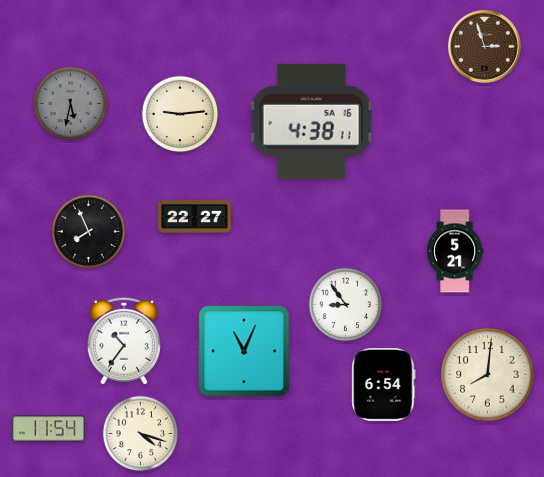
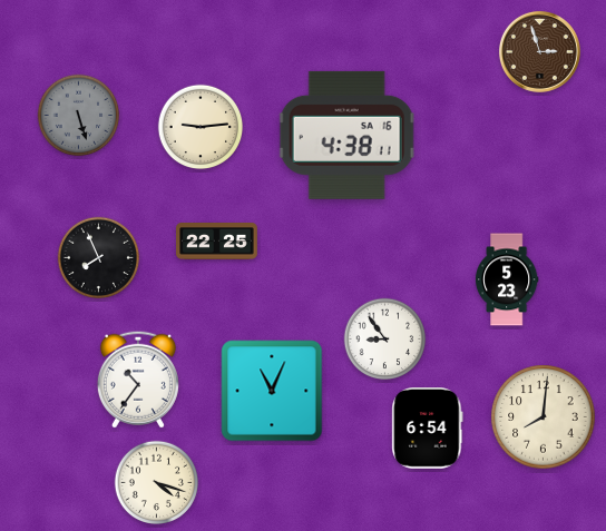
clock at (71, 104): 5:32 -> 5:27
clock at (195, 217): 22:27 -> 22:25
clock at (455, 251): 5:21 -> 5:23
clock at (49, 429): 11:54 -> none
